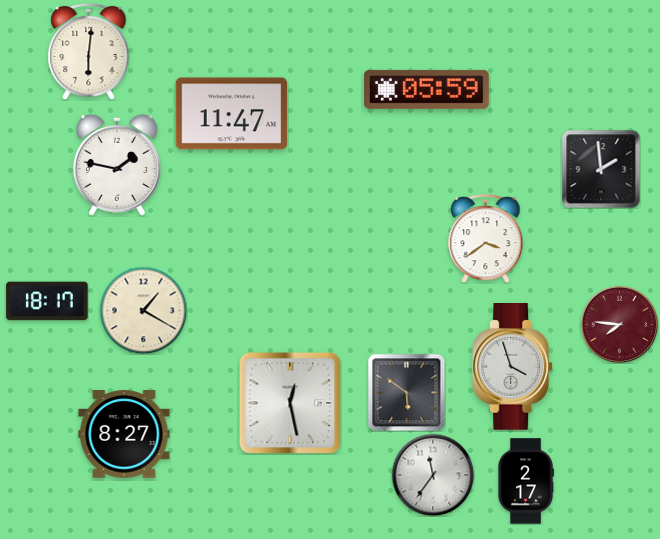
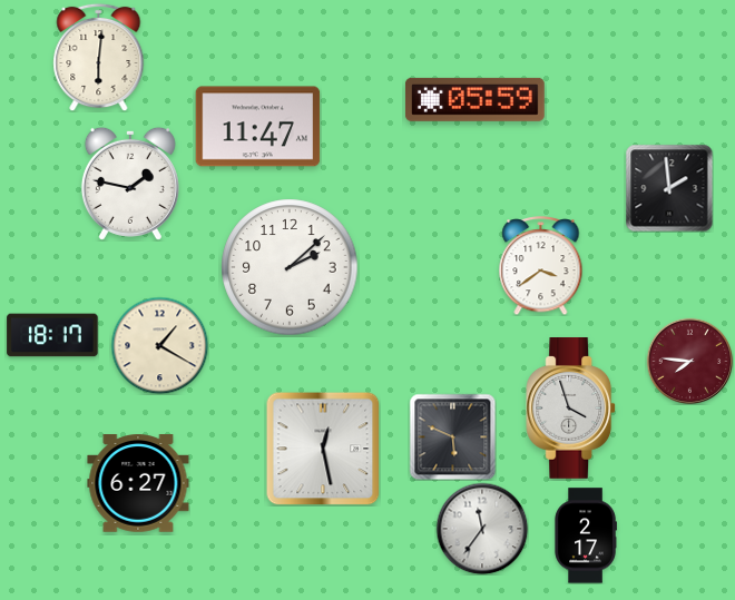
clock at (290, 267): none -> 2:08
clock at (406, 392): 5:51 -> 5:49
clock at (124, 434): 8:27 -> 6:27
